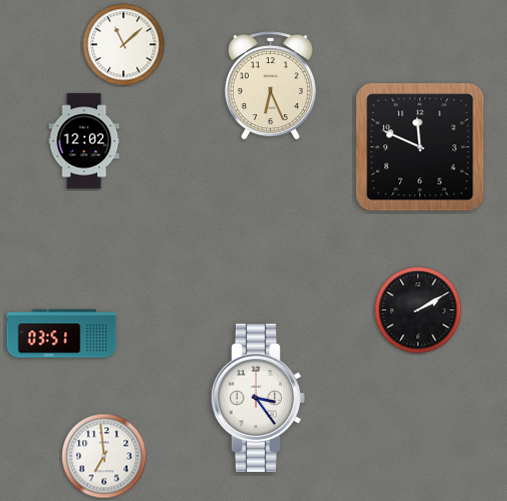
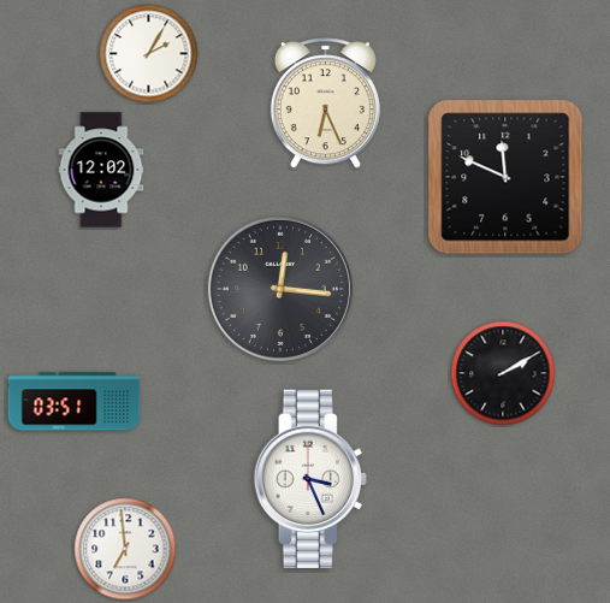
clock at (124, 45): 11:08 -> 2:05
clock at (280, 289): none -> 12:16
clock at (258, 398): 3:24 -> 3:26
